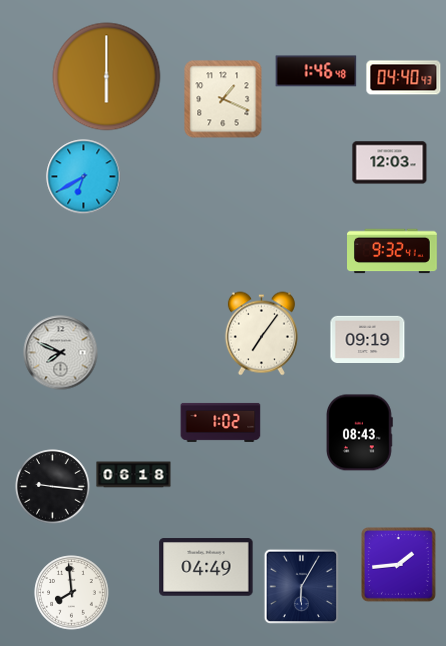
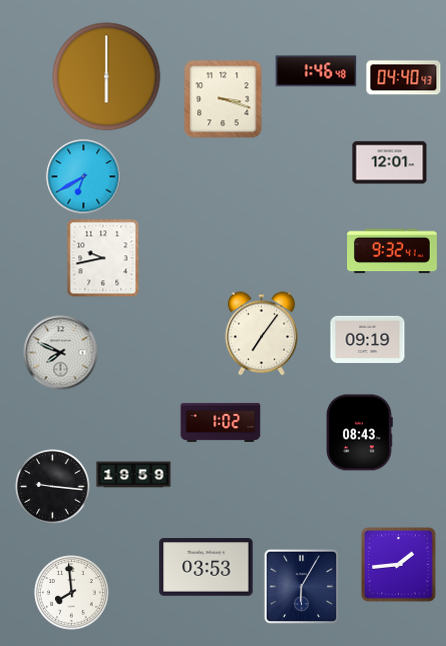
clock at (223, 99): 1:19 -> 3:18
clock at (390, 163): 12:03 -> 12:01
clock at (103, 258): none -> 9:43
clock at (134, 475): 06:18 -> 19:59
clock at (206, 567): 04:49 -> 03:53
